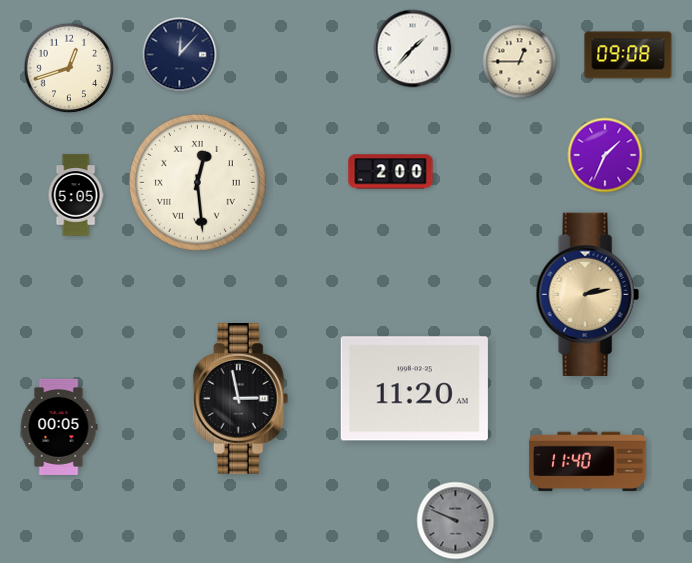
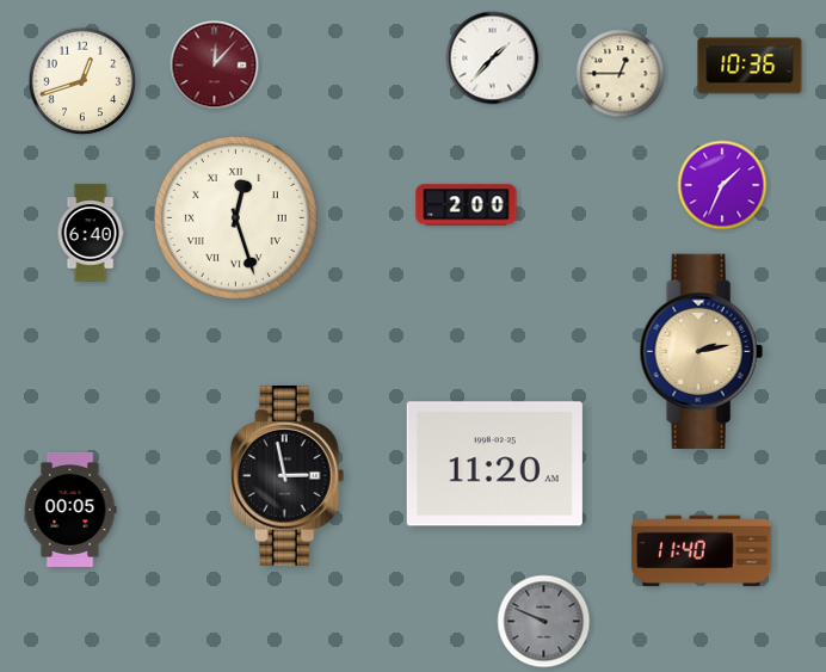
clock at (180, 55) dial: navy -> burgundy
clock at (628, 55): 09:08 -> 10:36
clock at (197, 182): 12:29 -> 12:27
clock at (76, 195): 5:05 -> 6:40
